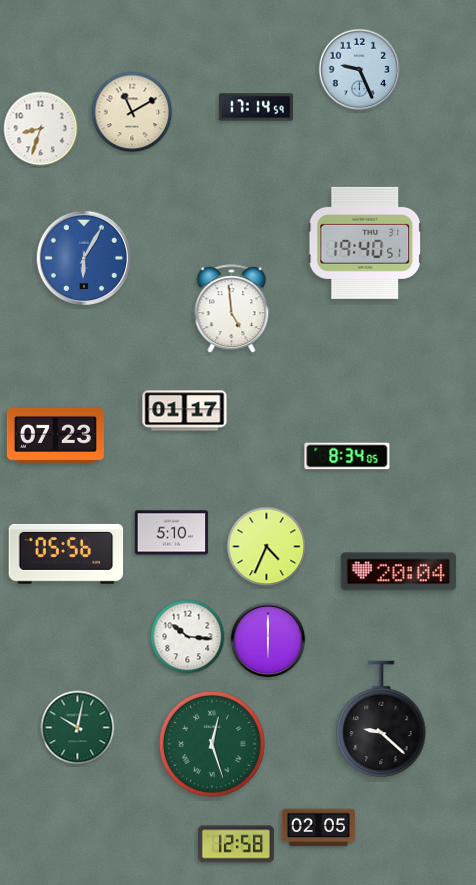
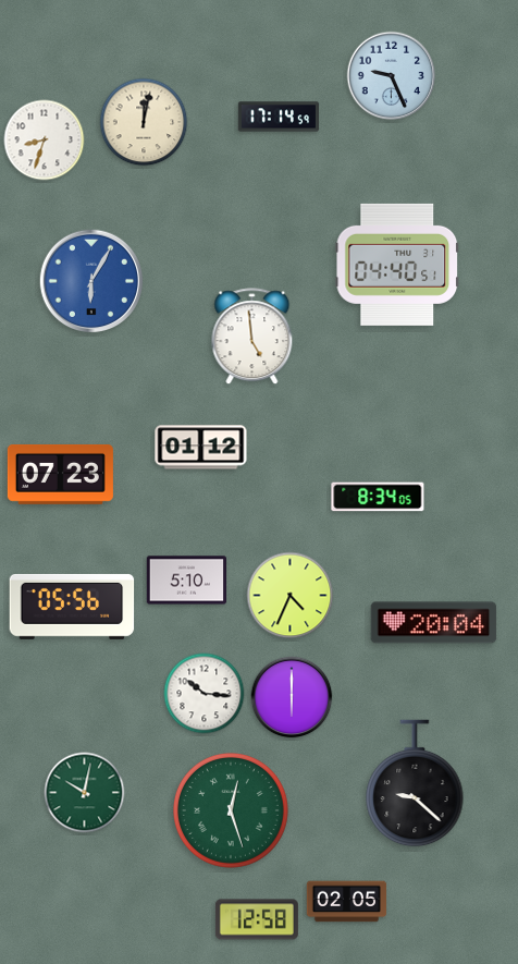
clock at (132, 112): 11:10 -> 12:02
clock at (365, 243): 19:40 -> 04:40
clock at (185, 411): 01:17 -> 01:12
clock at (66, 554) position: (66, 554) -> (72, 607)
